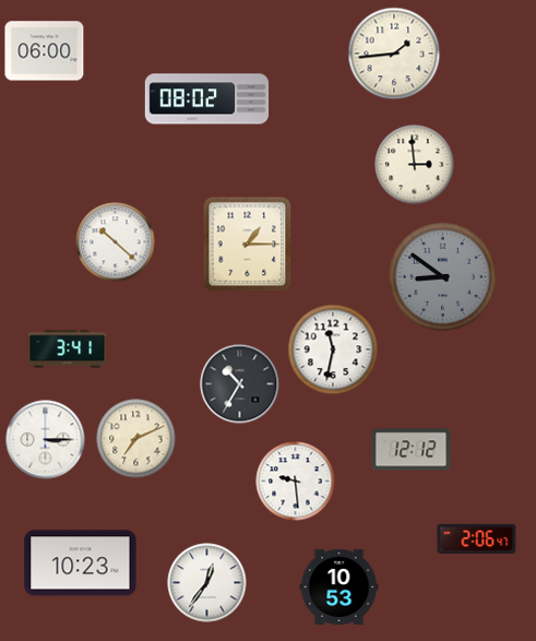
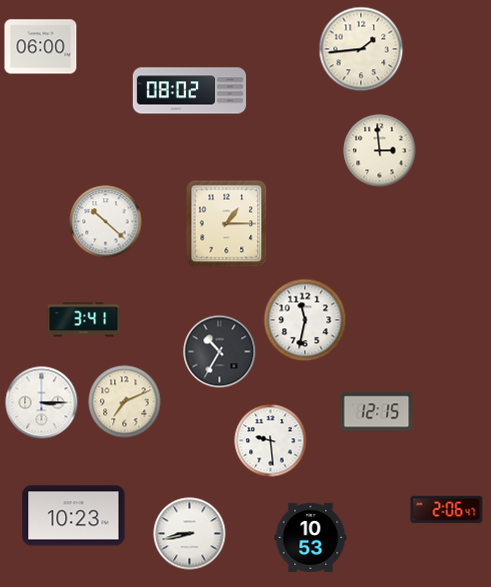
clock at (442, 276): 8:51 -> none
clock at (68, 349) position: (68, 349) -> (84, 320)
clock at (412, 450): 12:12 -> 12:15
clock at (477, 539) position: (477, 539) -> (447, 510)
clock at (207, 583): 12:36 -> 8:43
